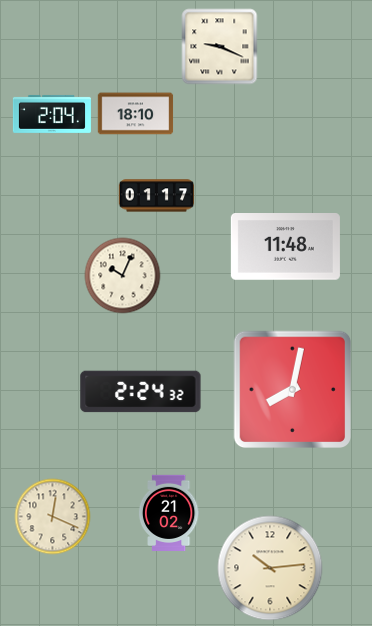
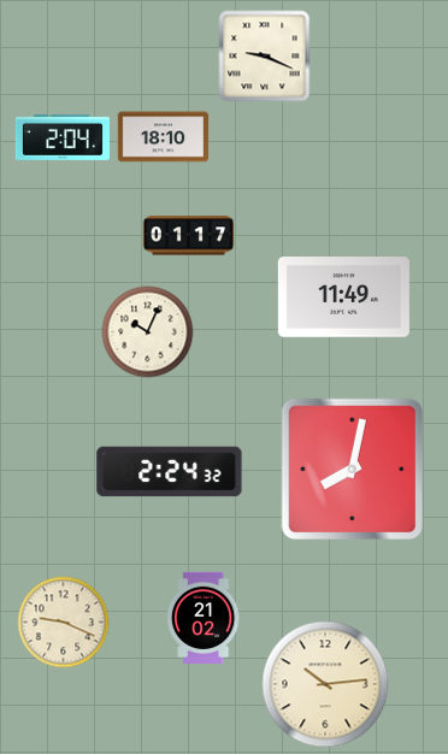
clock at (285, 247): 11:48 -> 11:49
clock at (53, 517): 12:19 -> 9:19
